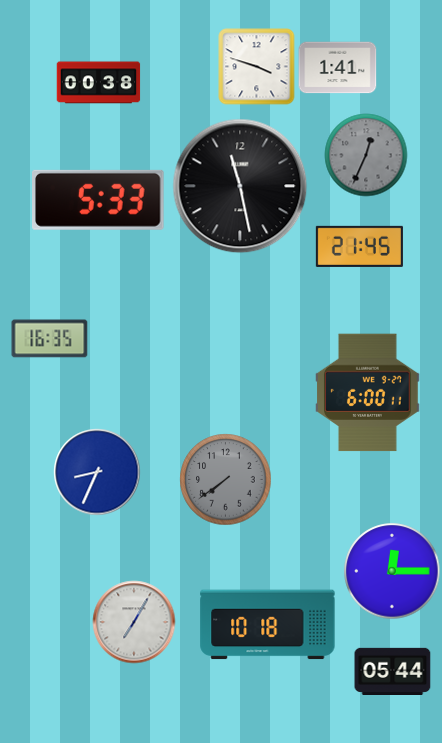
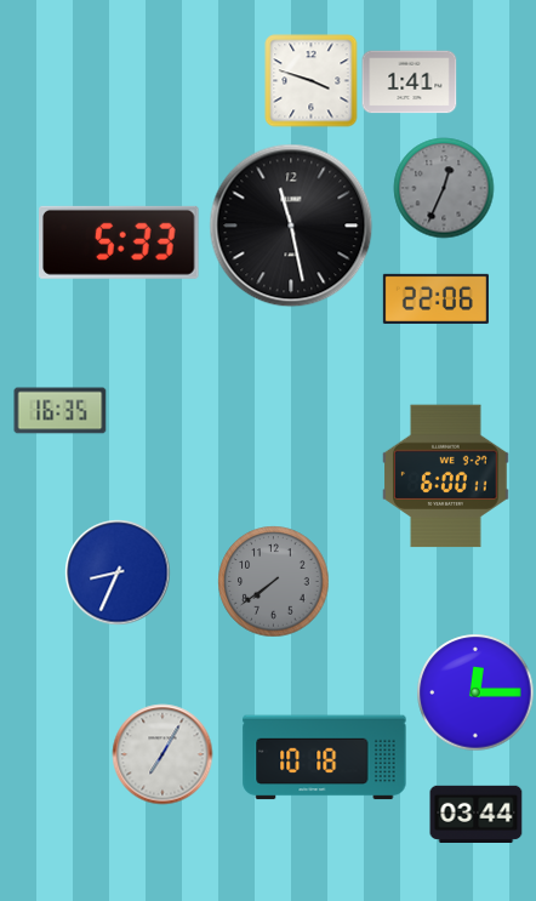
clock at (99, 83): 00:38 -> none
clock at (359, 246): 21:45 -> 22:06
clock at (393, 671): 05:44 -> 03:44
